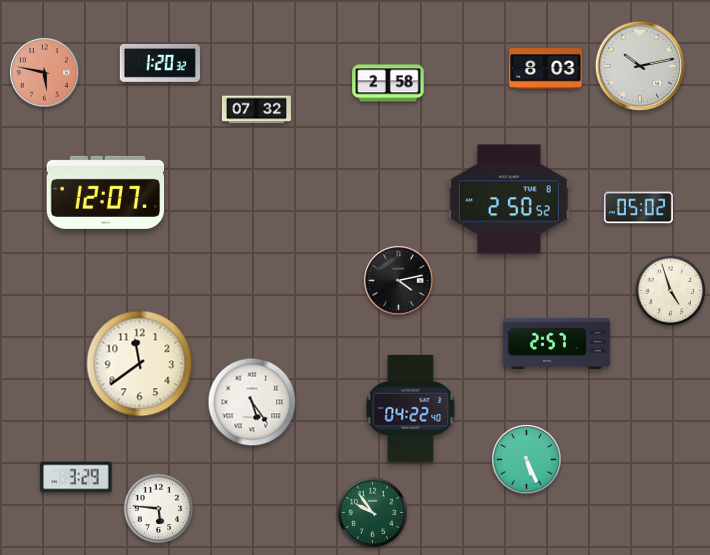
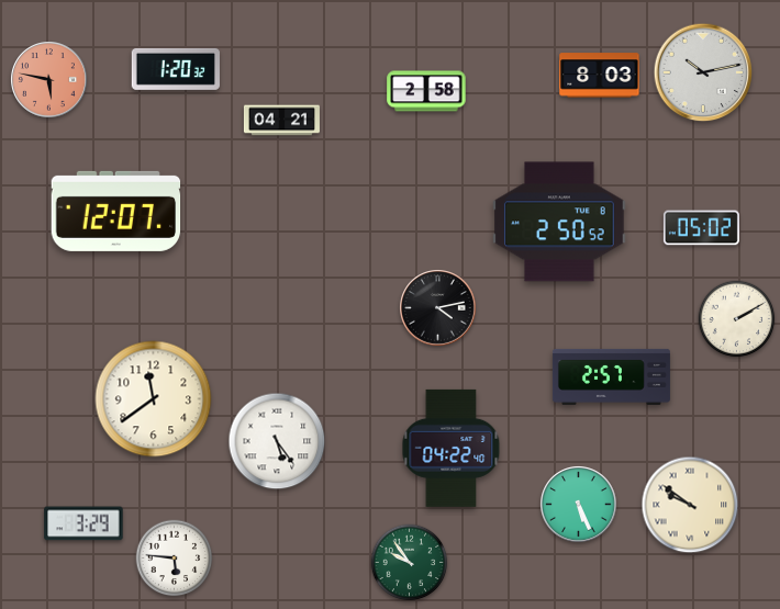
clock at (256, 110): 07:32 -> 04:21
clock at (509, 199) position: (509, 199) -> (559, 222)
clock at (671, 291): 4:57 -> 2:10
clock at (690, 505): none -> 9:51
